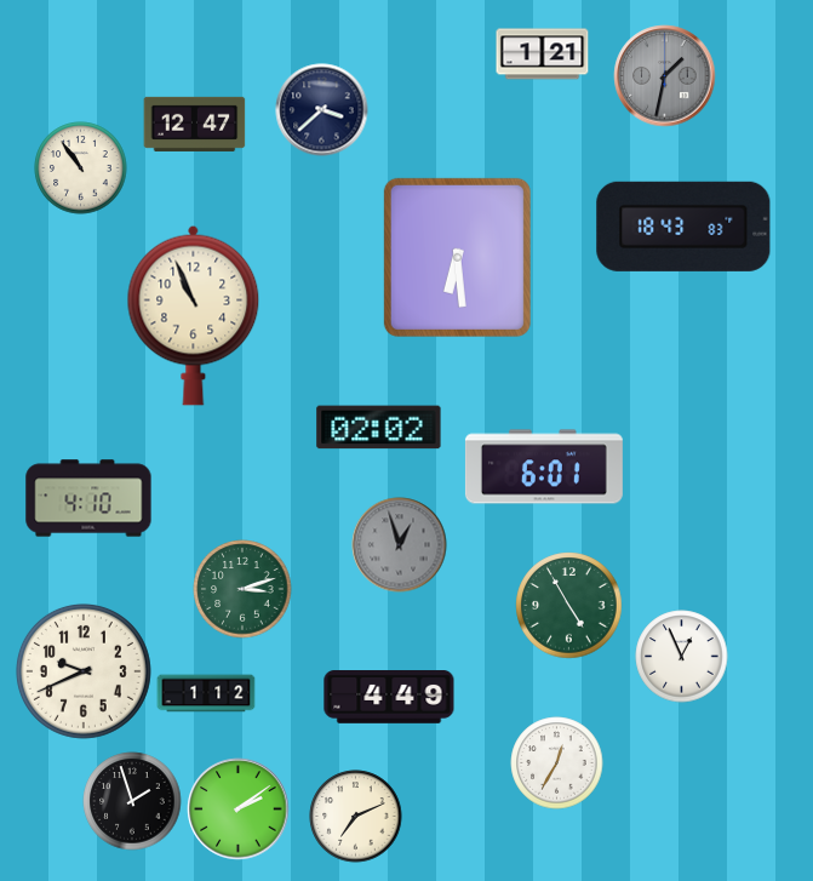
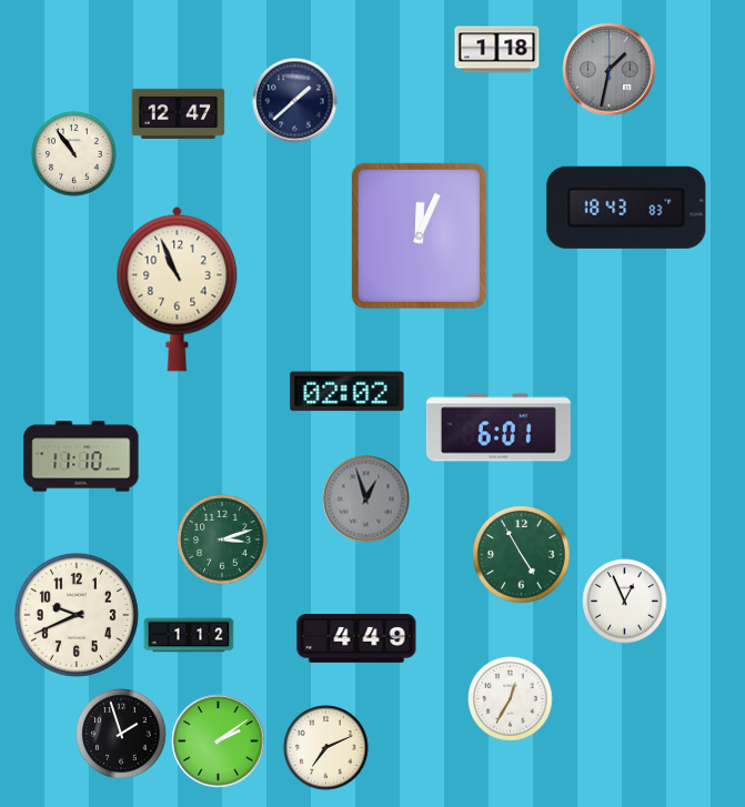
clock at (543, 55): 1:21 -> 1:18
clock at (322, 110): 3:38 -> 1:38
clock at (457, 257): 6:29 -> 12:04
clock at (88, 498): 4:10 -> 11:10
